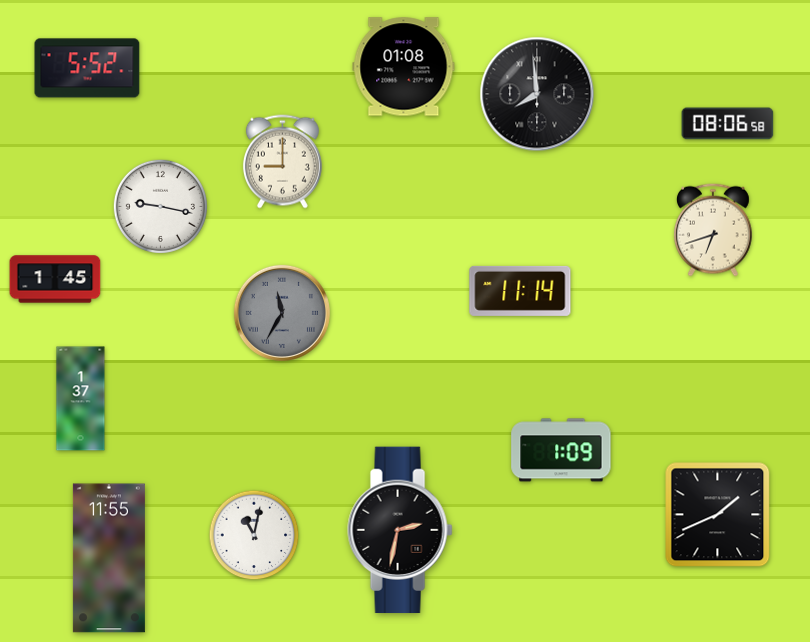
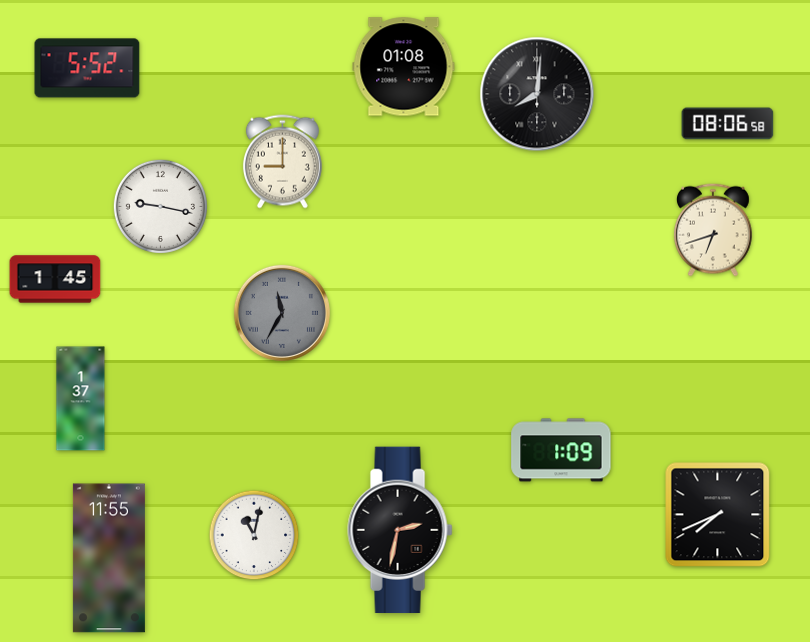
clock at (537, 94): 7:59 -> 8:01
clock at (520, 291): 11:14 -> none
clock at (718, 515): 1:41 -> 7:41
